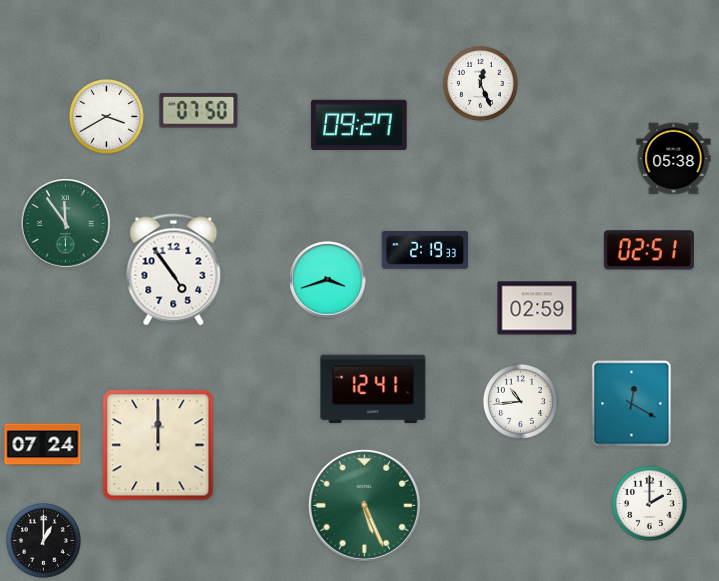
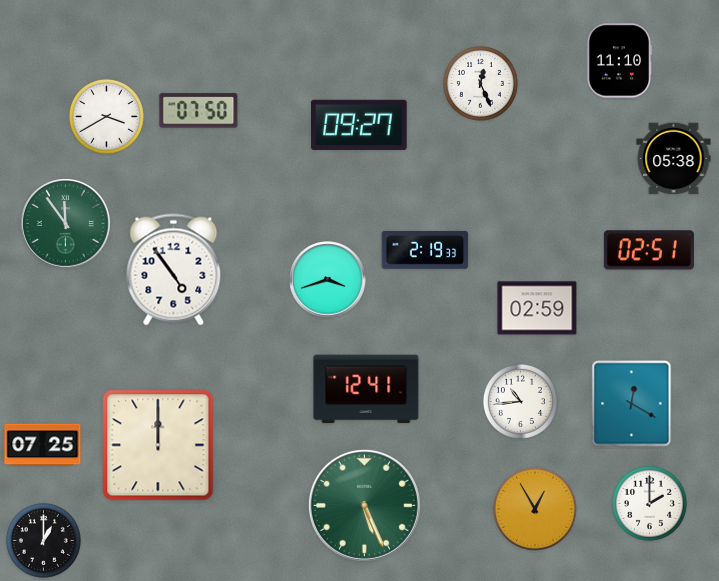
clock at (619, 61): none -> 11:10
clock at (373, 389) position: (373, 389) -> (366, 389)
clock at (43, 445): 07:24 -> 07:25
clock at (536, 510): none -> 12:55
